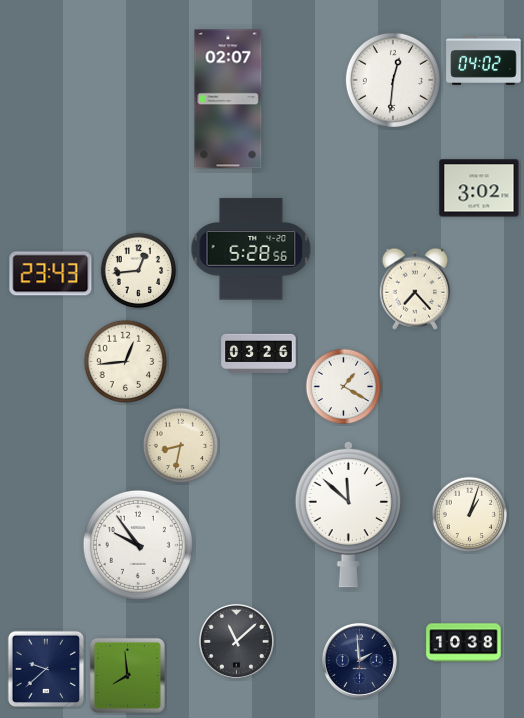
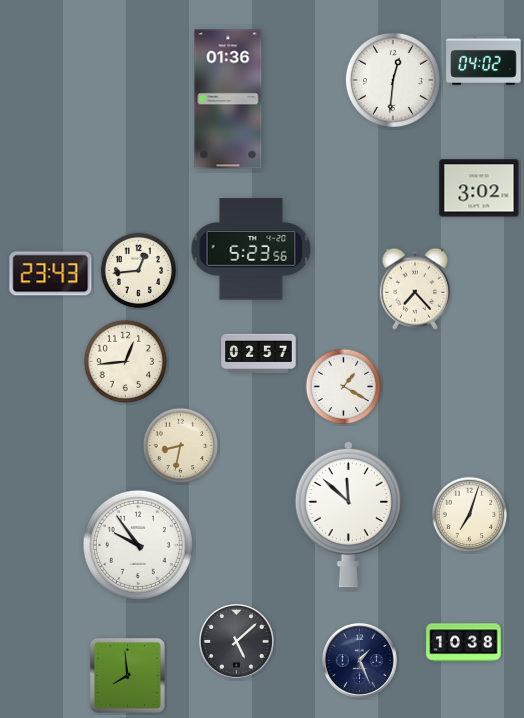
clock at (228, 99): 02:07 -> 01:36
clock at (251, 249): 5:28 -> 5:23
clock at (259, 354): 03:26 -> 02:57
clock at (470, 515): 1:03 -> 7:03
clock at (236, 641): 11:08 -> 5:08
clock at (359, 660): 1:59 -> 1:26
clock at (46, 669): 9:38 -> none
